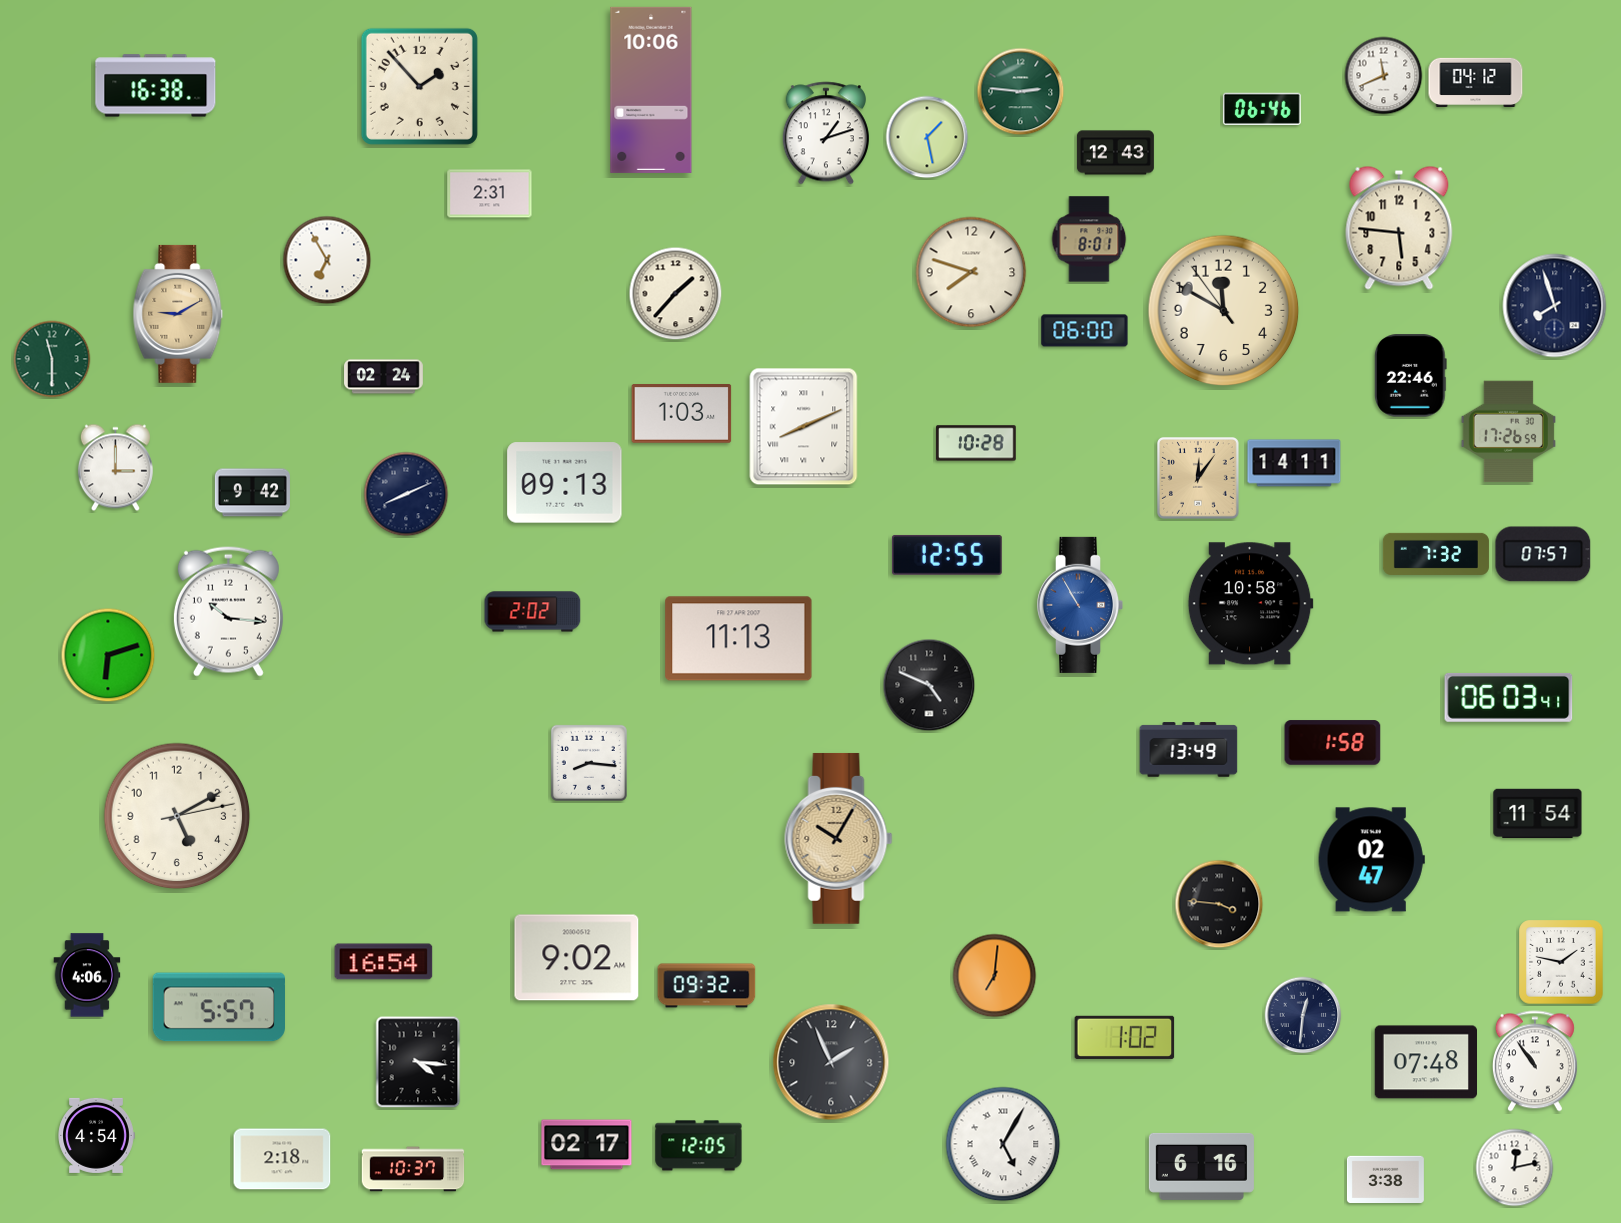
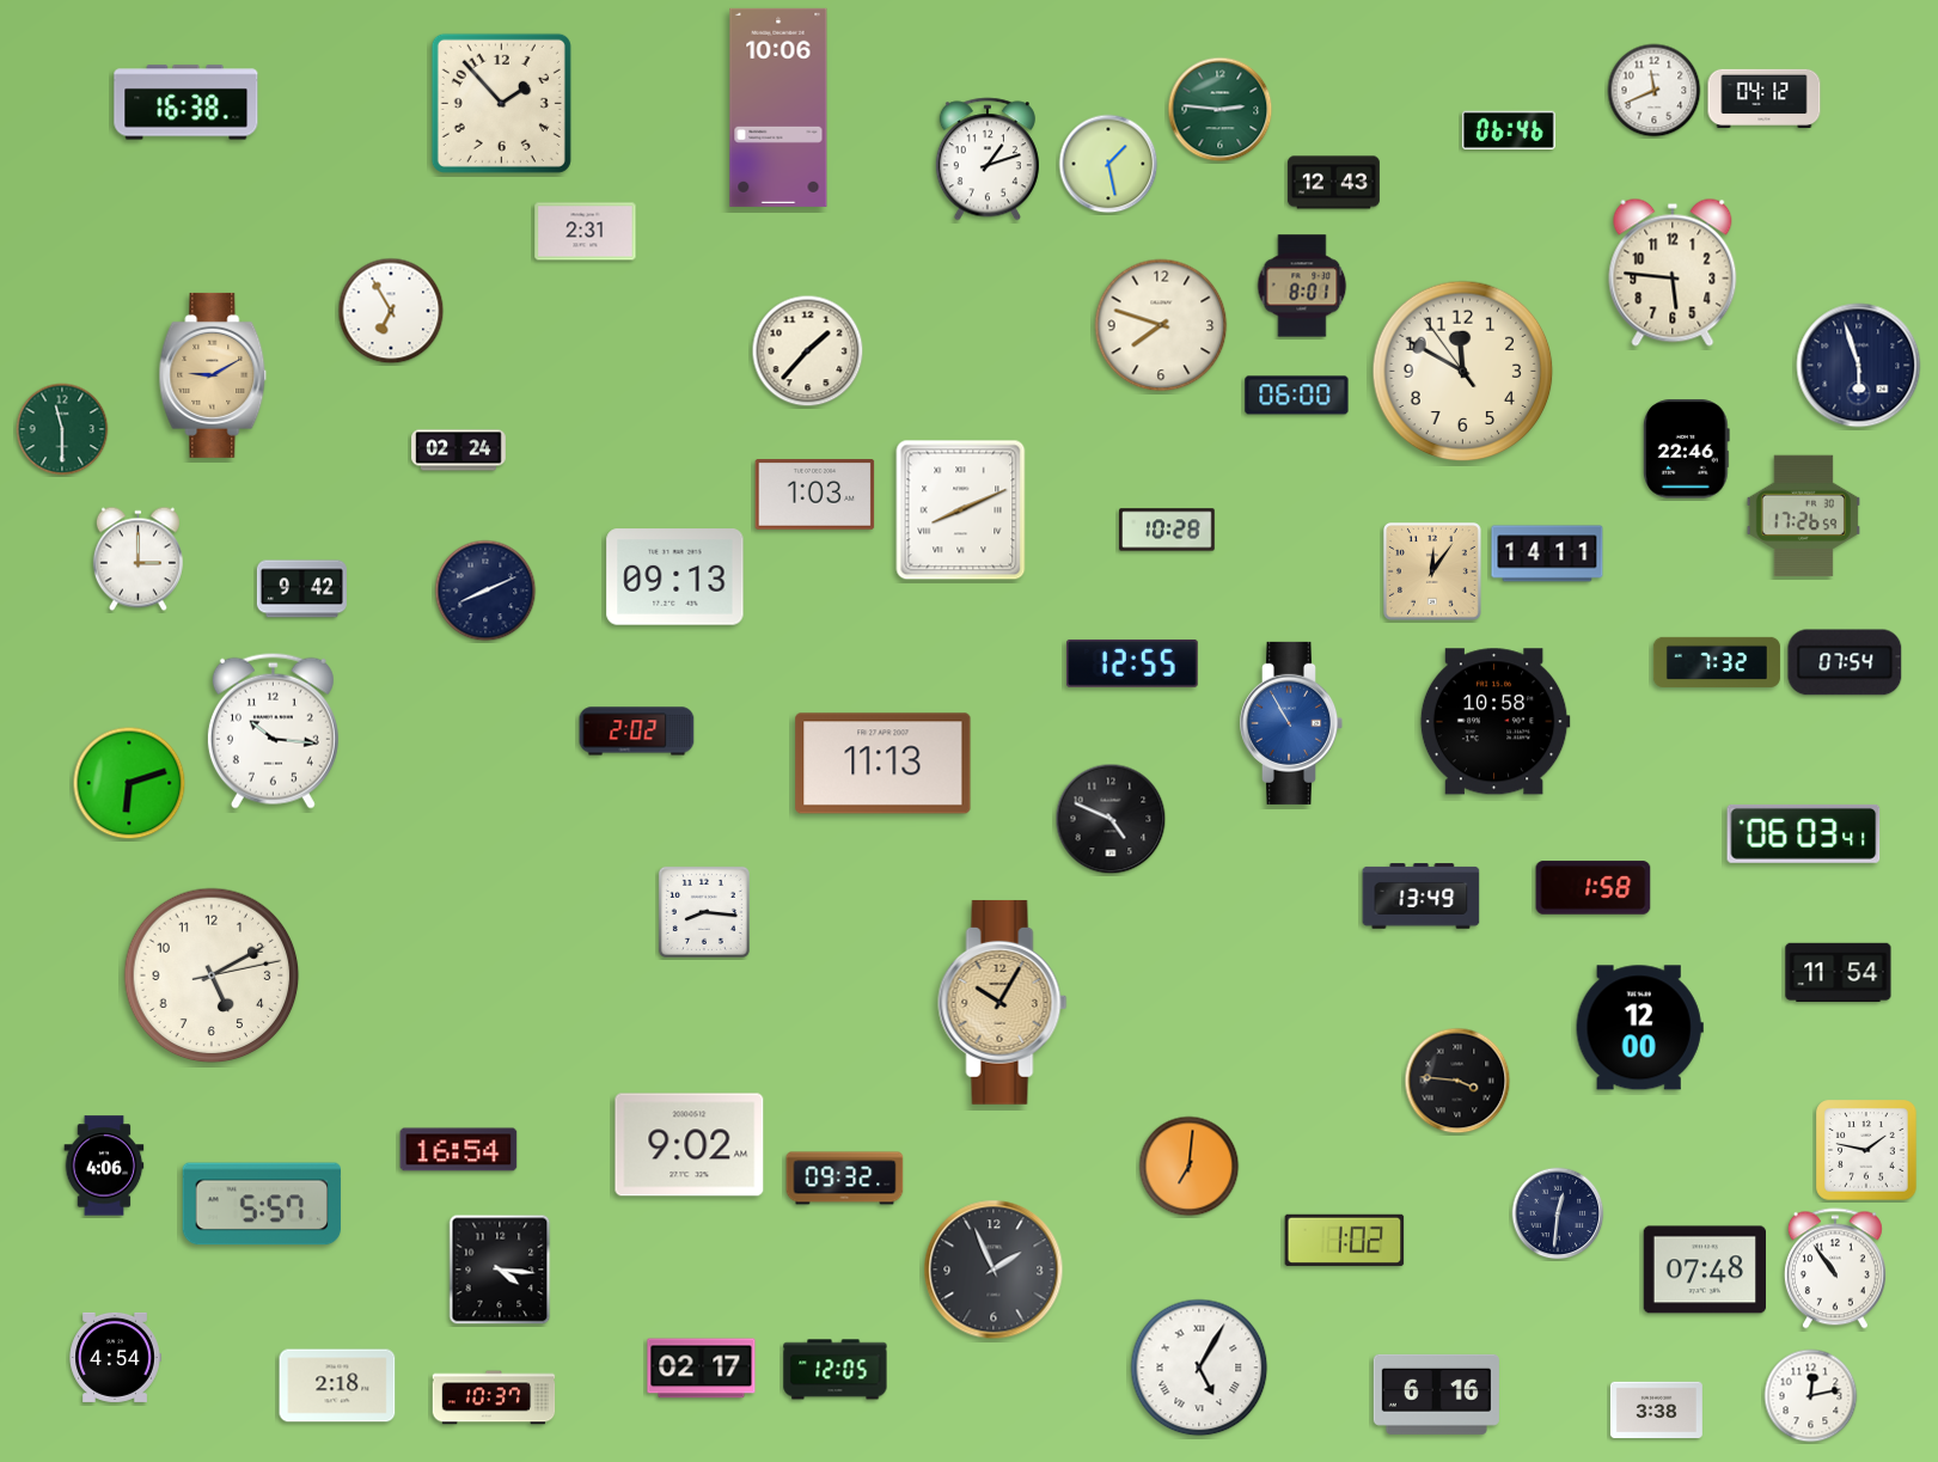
clock at (1555, 306): 7:57 -> 5:57
clock at (1543, 554): 07:57 -> 07:54
clock at (1371, 860): 02:47 -> 12:00
